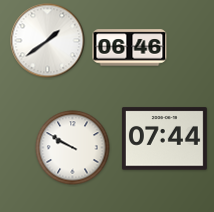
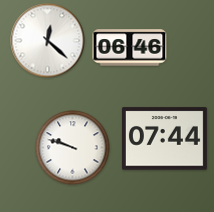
clock at (48, 41): 1:39 -> 12:22
clock at (73, 148): 9:50 -> 9:48
